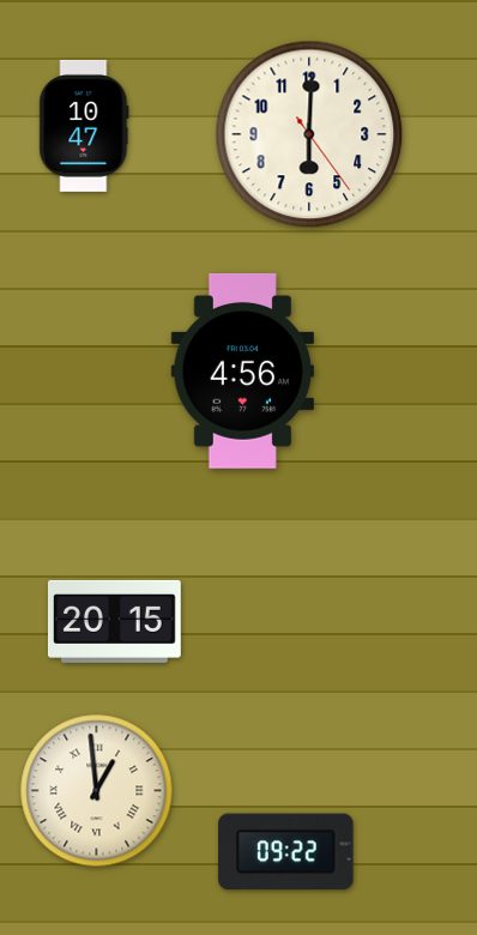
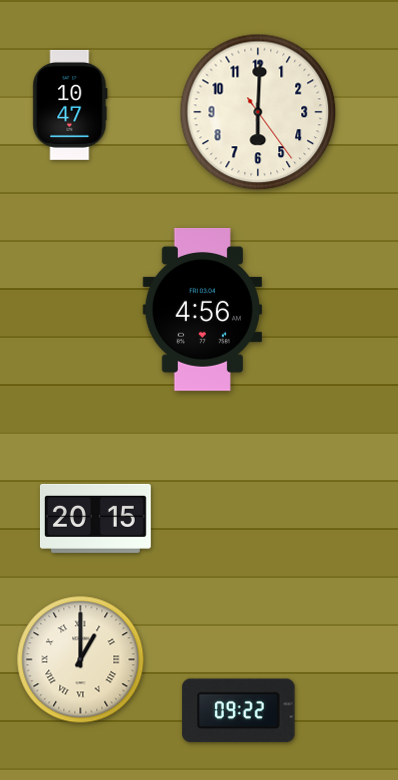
clock at (97, 791): 12:59 -> 1:00
